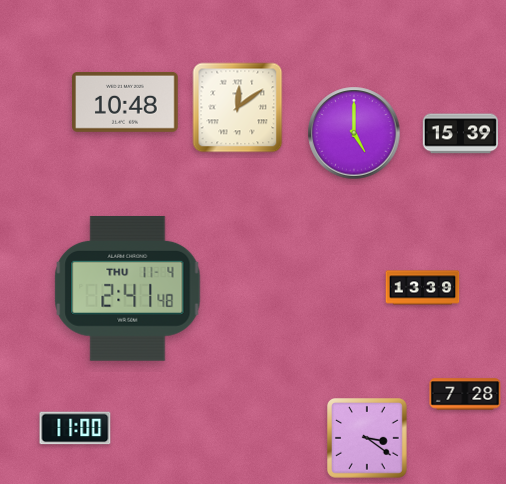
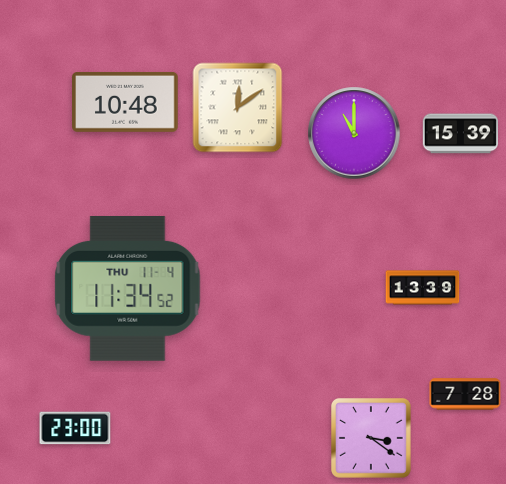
clock at (354, 133): 5:00 -> 11:00
clock at (128, 288): 2:41 -> 11:34
clock at (75, 428): 11:00 -> 23:00
clock at (368, 439) position: (368, 439) -> (372, 439)
